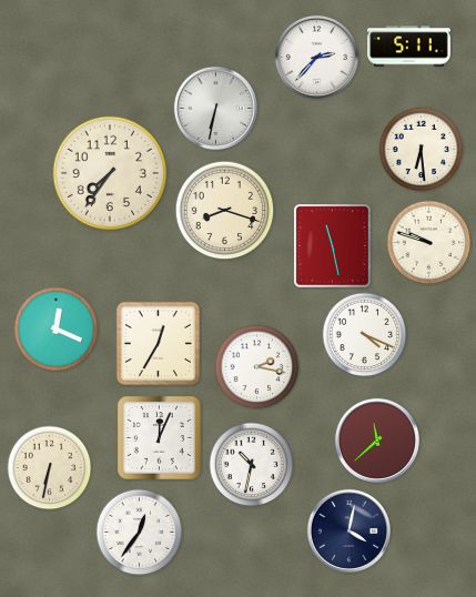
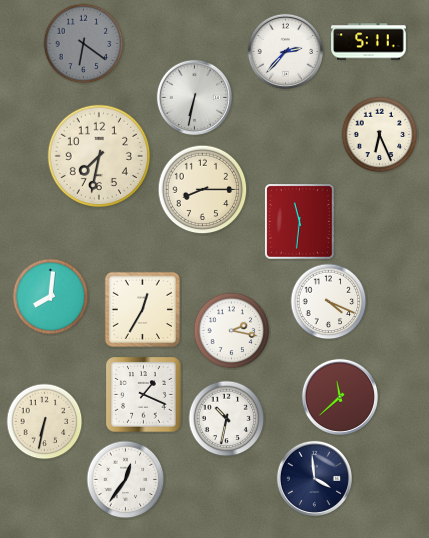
clock at (84, 44): none -> 6:21
clock at (422, 150): 6:29 -> 6:26
clock at (109, 172): 7:36 -> 7:32
clock at (225, 211): 8:18 -> 8:15
clock at (429, 243): 9:48 -> none
clock at (333, 246): 11:28 -> 11:31
clock at (57, 330): 12:19 -> 8:01
clock at (160, 438): 12:04 -> 1:19
clock at (348, 530): 4:02 -> 3:59
